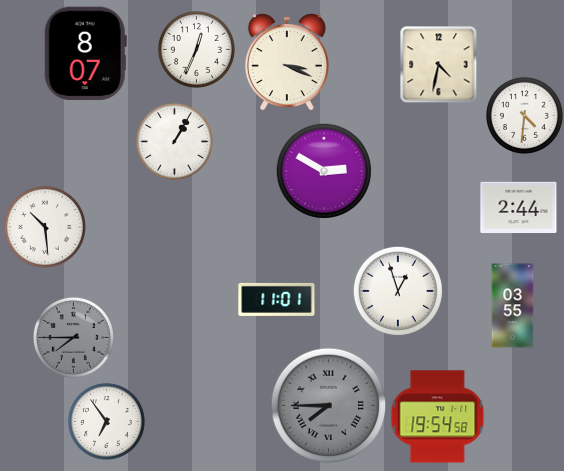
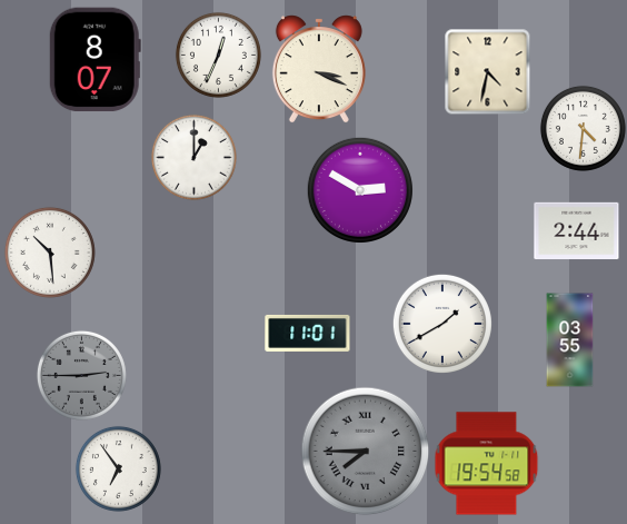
clock at (174, 141): 1:05 -> 1:00
clock at (398, 291): 12:57 -> 1:40
clock at (73, 337): 7:45 -> 2:45
